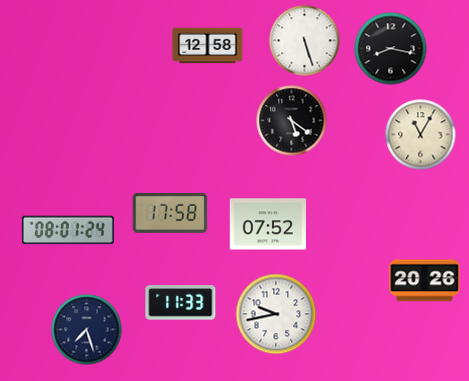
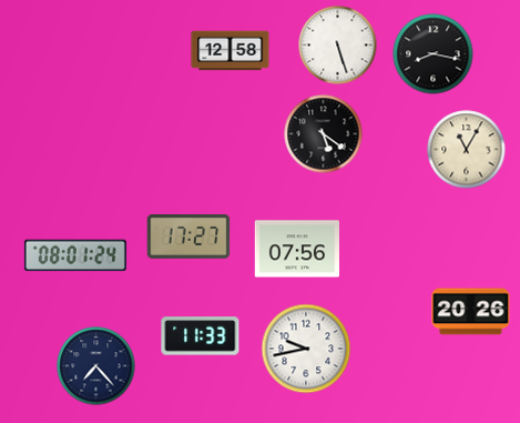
clock at (170, 213): 17:58 -> 17:27
clock at (267, 224): 07:52 -> 07:56
clock at (87, 330): 7:27 -> 7:23
